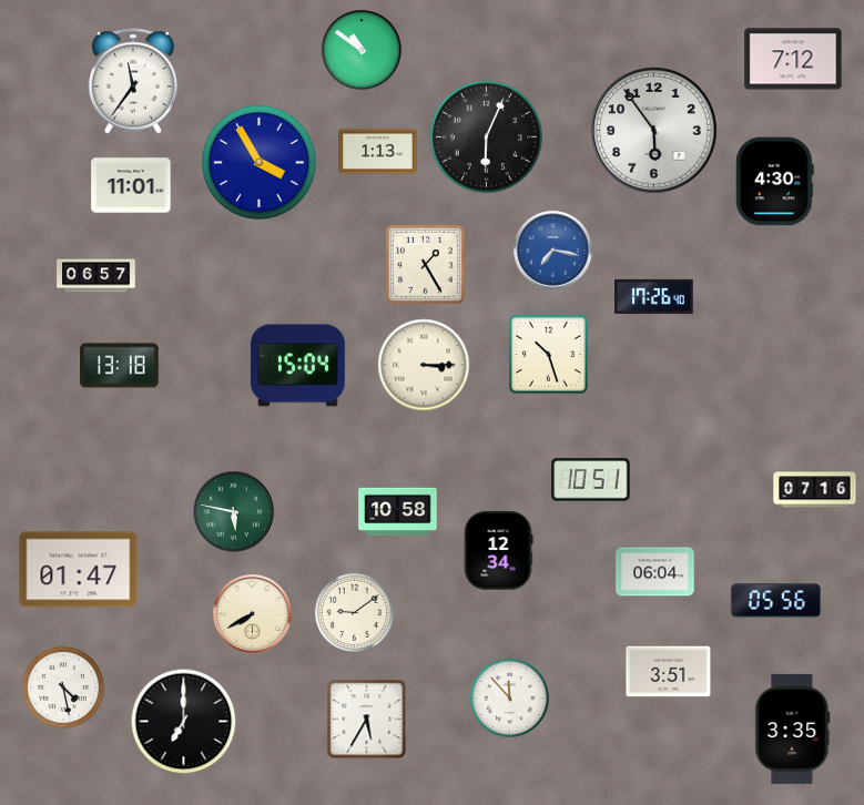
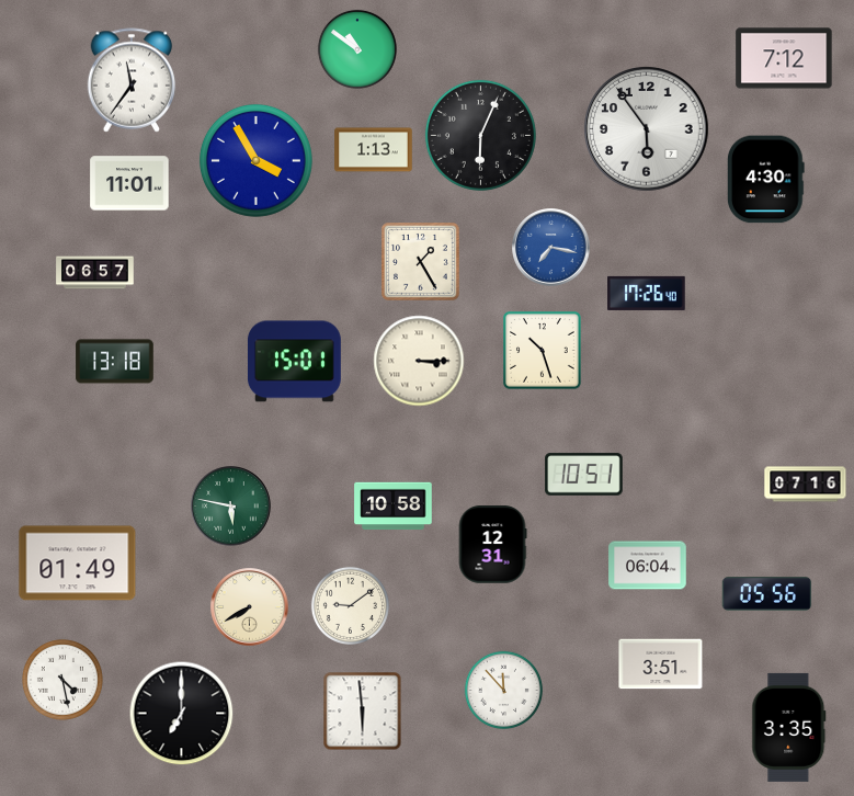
clock at (553, 251) position: (553, 251) -> (551, 248)
clock at (120, 366) position: (120, 366) -> (115, 362)
clock at (297, 366): 15:04 -> 15:01
clock at (498, 551): 12:34 -> 12:31
clock at (79, 570): 01:47 -> 01:49
clock at (367, 720): 5:35 -> 5:59
clock at (793, 728) position: (793, 728) -> (789, 727)
